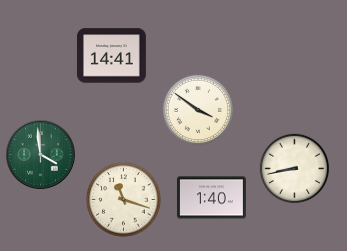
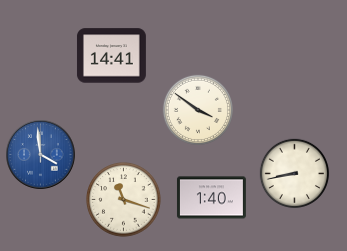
clock at (41, 155) dial: green -> blue
clock at (295, 169) position: (295, 169) -> (295, 174)
